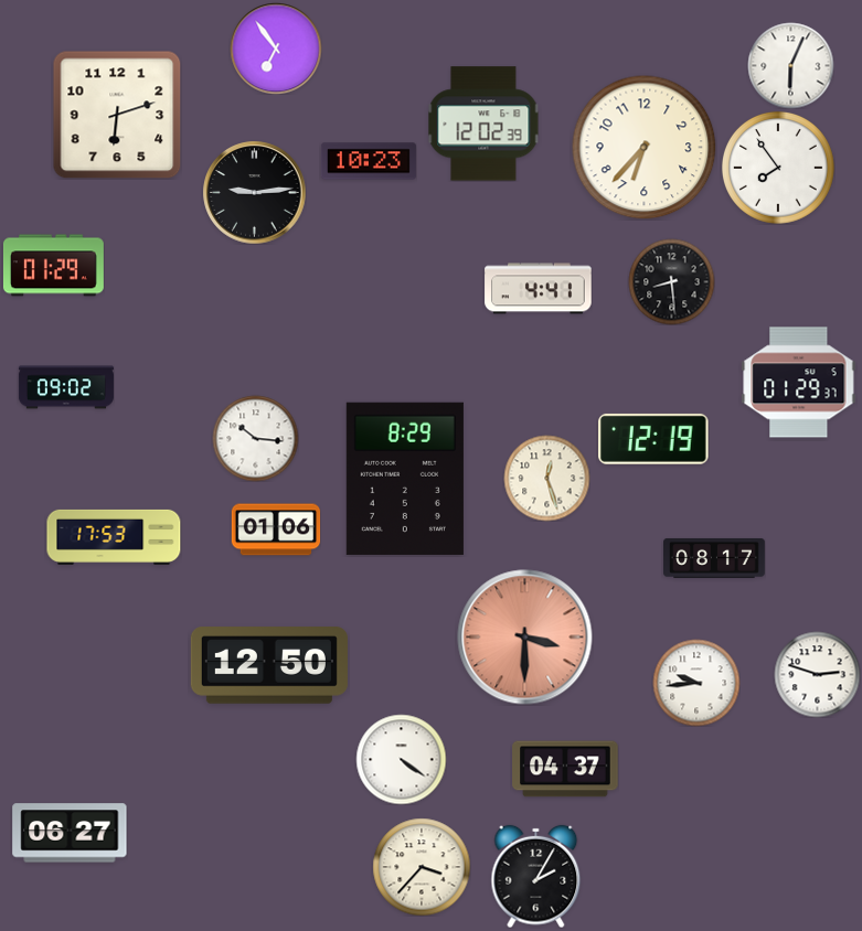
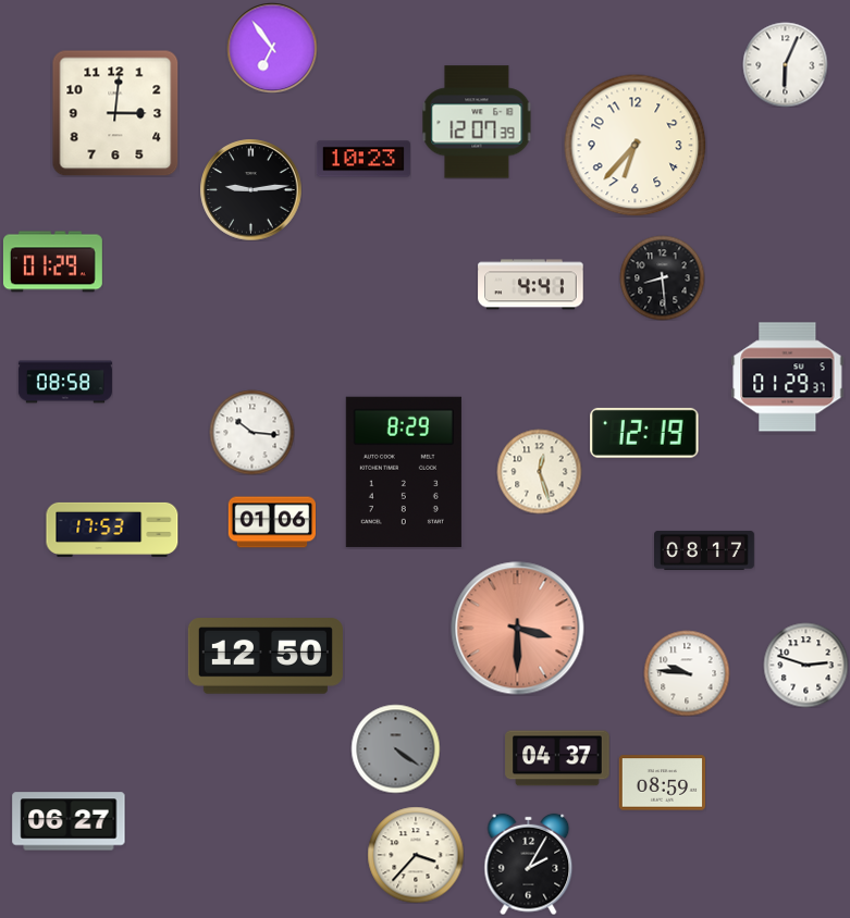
clock at (790, 65) position: (790, 65) -> (785, 64)
clock at (117, 115): 6:12 -> 3:01
clock at (483, 124): 12:02 -> 12:07
clock at (778, 168): 7:54 -> none
clock at (66, 387): 09:02 -> 08:58
clock at (405, 479) position: (405, 479) -> (404, 472)
clock at (696, 683): 9:44 -> 9:46
clock at (401, 759) dial: white -> grey
clock at (662, 783): none -> 08:59
